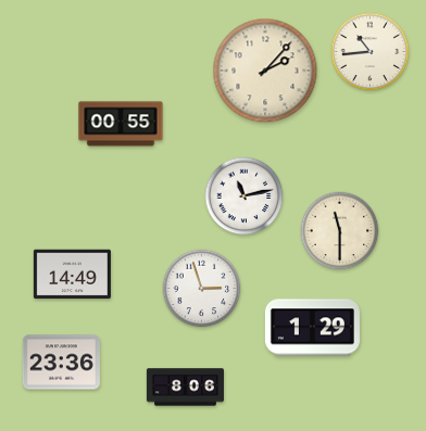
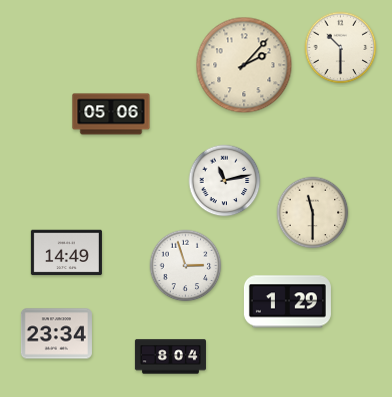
clock at (371, 52): 10:44 -> 10:30
clock at (121, 124): 00:55 -> 05:06
clock at (61, 363): 23:36 -> 23:34
clock at (185, 388): 8:06 -> 8:04
